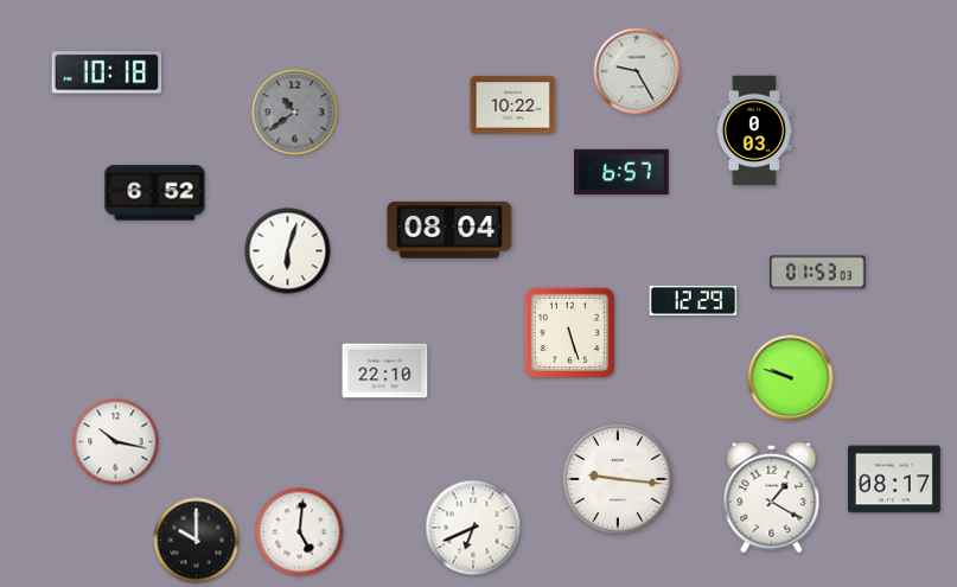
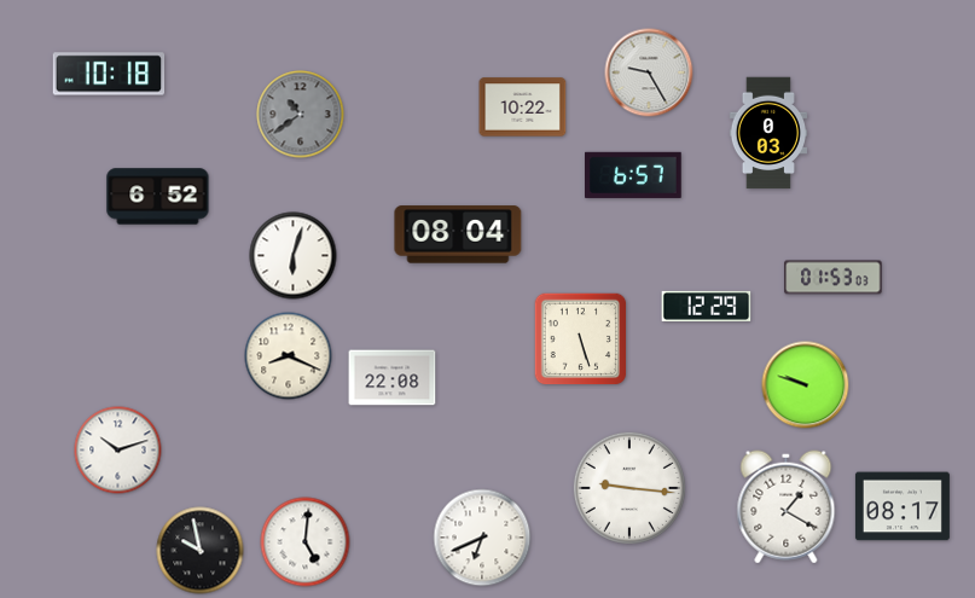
clock at (289, 356): none -> 8:19
clock at (385, 371): 22:10 -> 22:08
clock at (116, 442): 10:17 -> 10:12
clock at (894, 479) position: (894, 479) -> (903, 506)
clock at (197, 541): 10:00 -> 9:58
